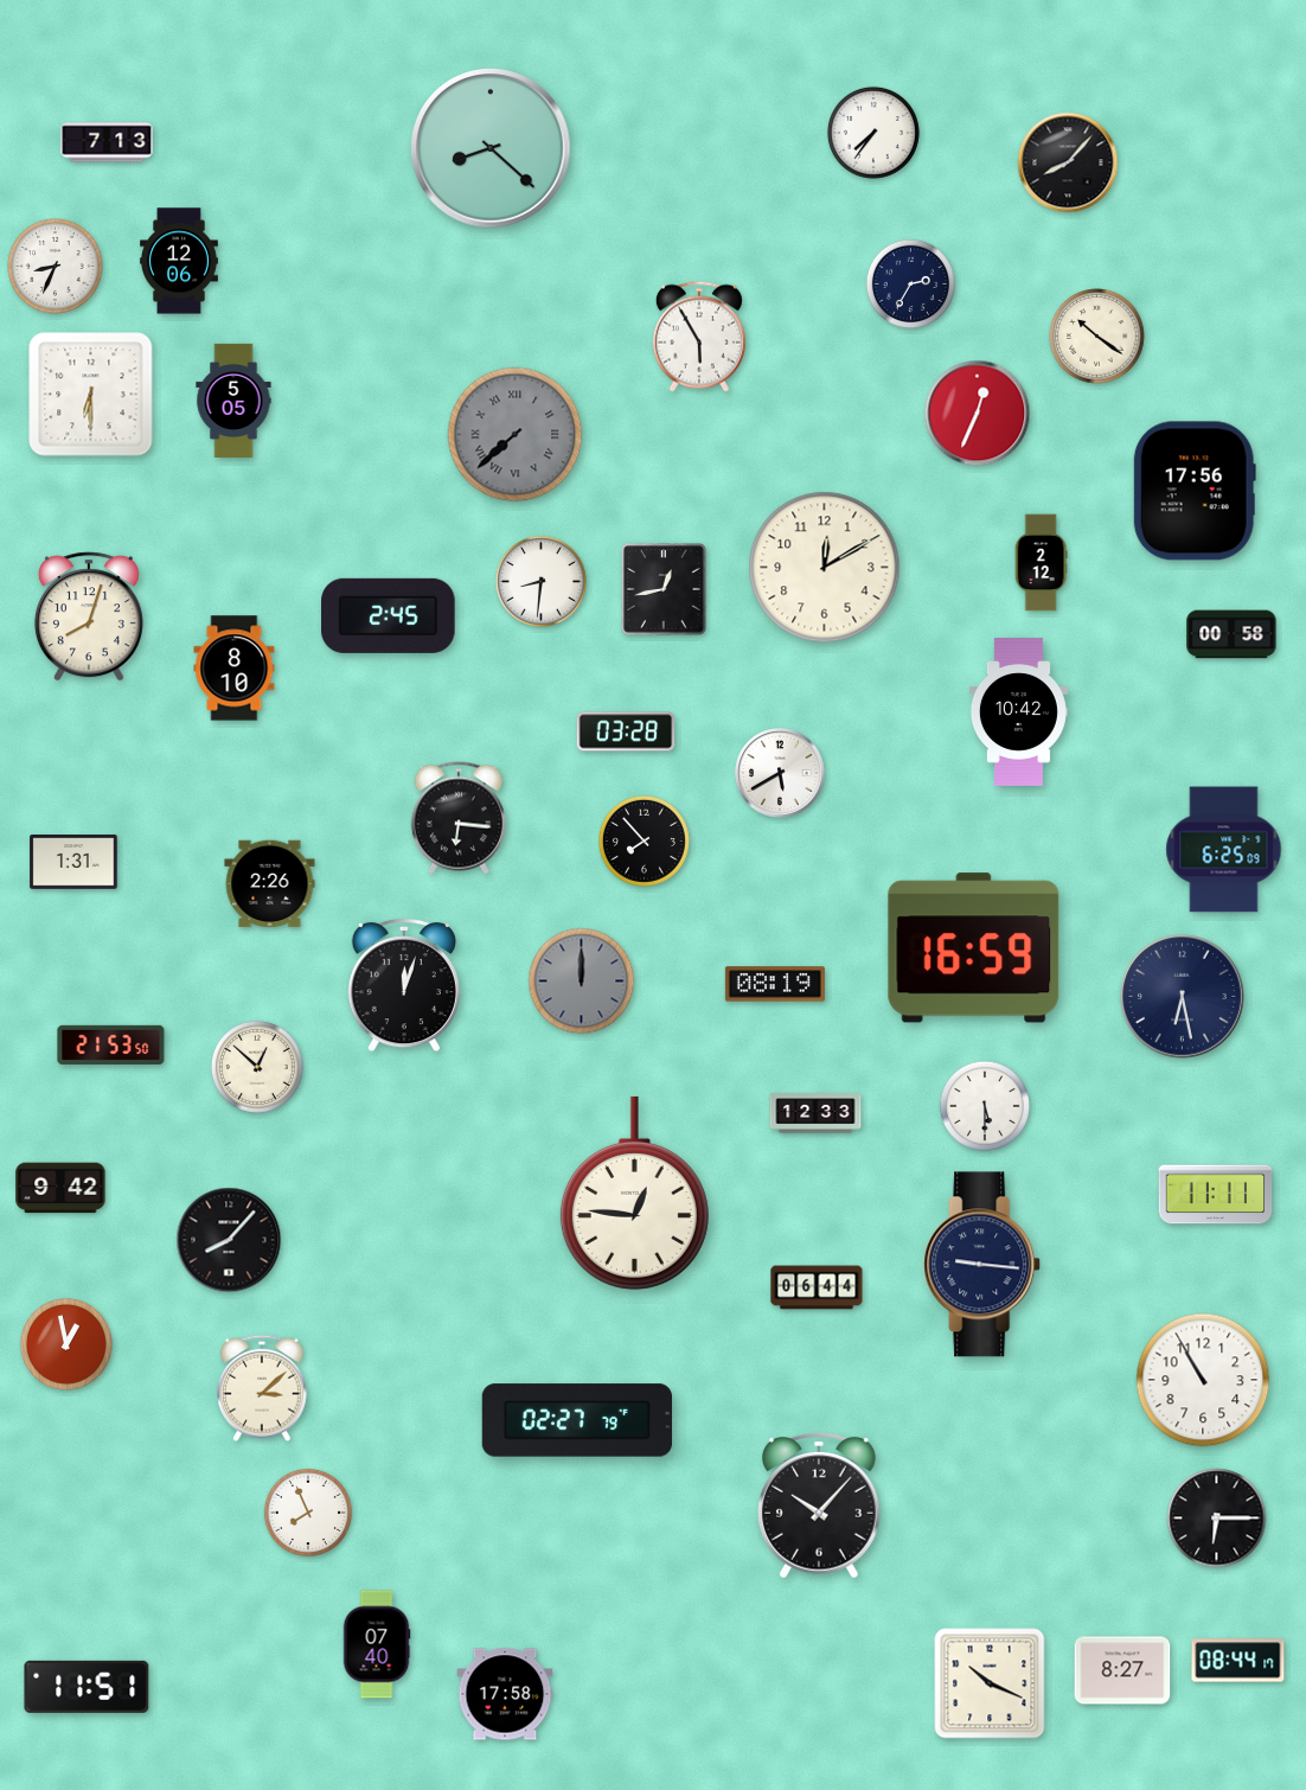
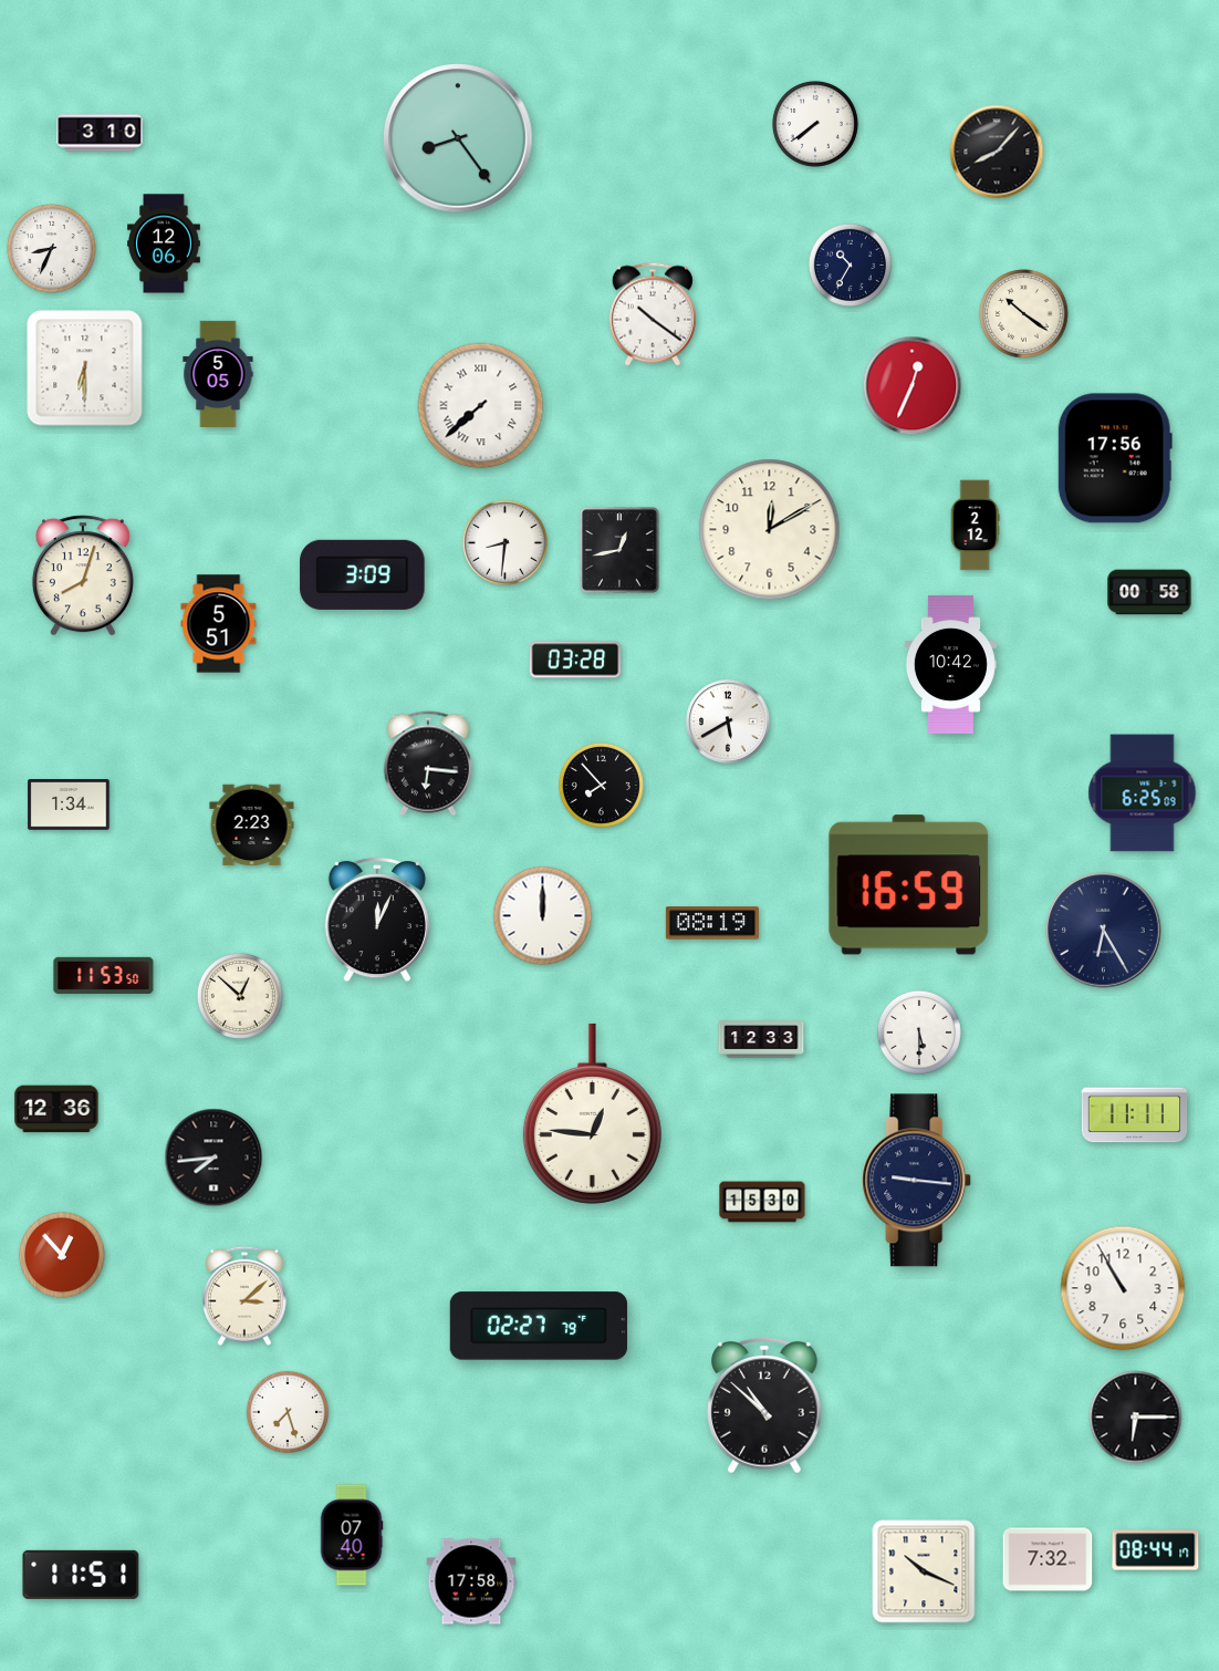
clock at (873, 133): 7:36 -> 7:39
clock at (107, 142): 7:13 -> 3:10
clock at (491, 148): 8:22 -> 8:24
clock at (180, 261) position: (180, 261) -> (165, 243)
clock at (910, 283): 2:35 -> 10:35
clock at (699, 337): 5:55 -> 10:21
clock at (516, 435) dial: grey -> white
clock at (1041, 563) position: (1041, 563) -> (975, 526)
clock at (389, 615): 2:45 -> 3:09
clock at (235, 669): 8:10 -> 5:51
clock at (626, 731) position: (626, 731) -> (575, 660)
clock at (73, 862): 1:31 -> 1:34
clock at (270, 884): 2:26 -> 2:23
clock at (582, 982) dial: grey -> white
clock at (775, 984) position: (775, 984) -> (712, 923)
clock at (404, 985): 12:03 -> 12:04
clock at (1183, 997): 6:28 -> 6:25
clock at (111, 1044): 21:53 -> 11:53
clock at (60, 1188): 9:42 -> 12:36
clock at (229, 1240): 8:07 -> 7:44
clock at (817, 1287): 06:44 -> 15:30
clock at (66, 1344): 12:58 -> 12:53
clock at (820, 1507): 10:07 -> 10:52
clock at (308, 1513): 7:56 -> 7:27
clock at (1122, 1670): 8:27 -> 7:32
